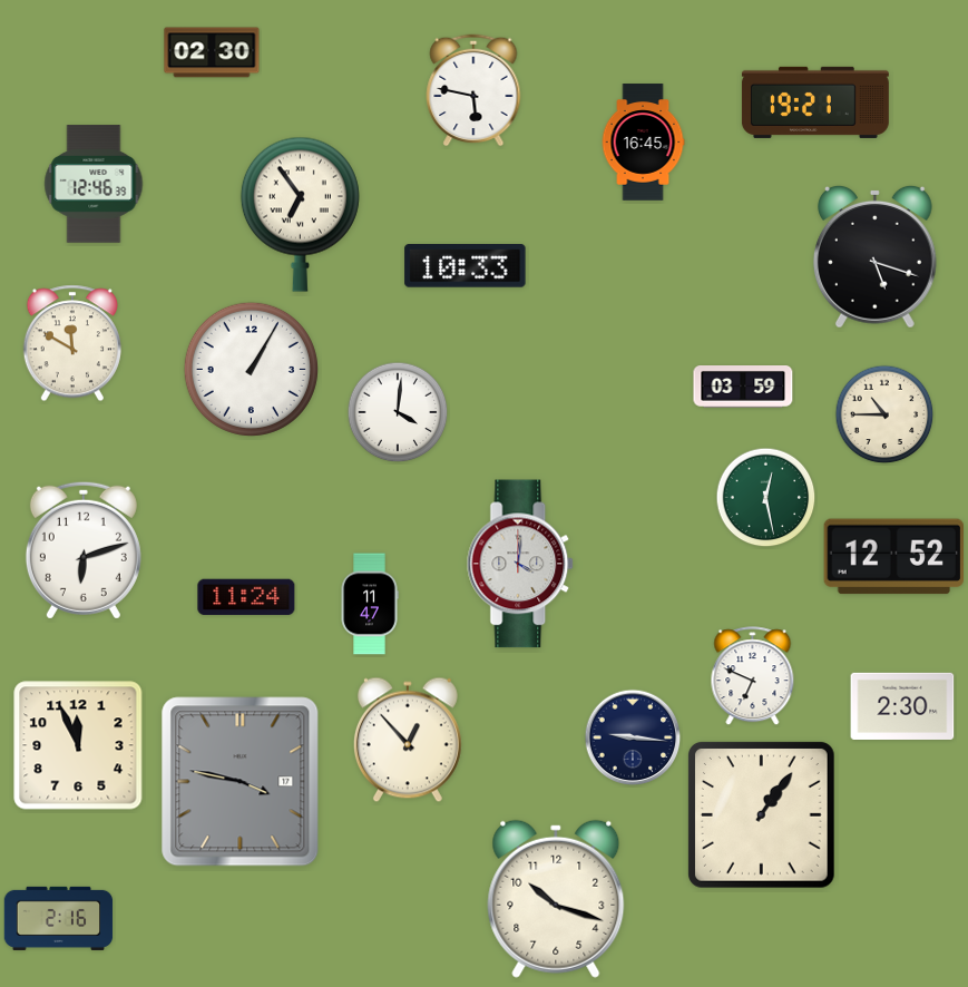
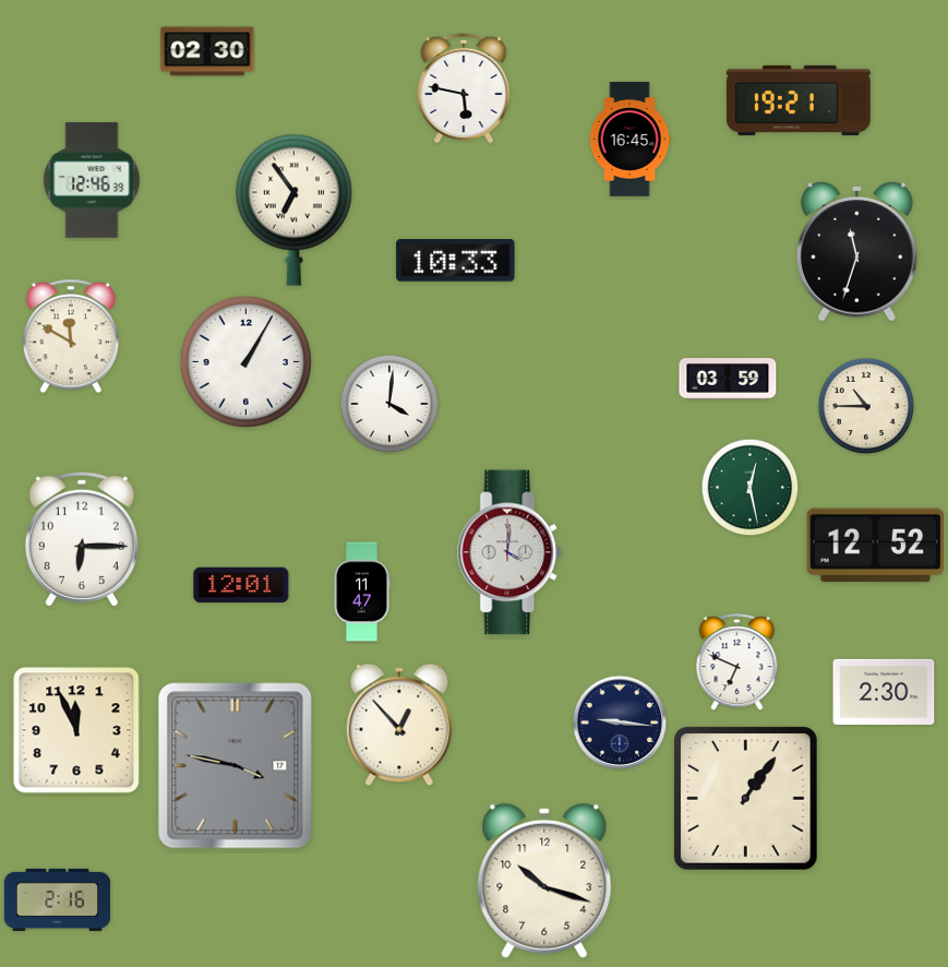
clock at (876, 256): 5:18 -> 11:33
clock at (84, 550): 6:12 -> 6:15
clock at (246, 597): 11:24 -> 12:01
